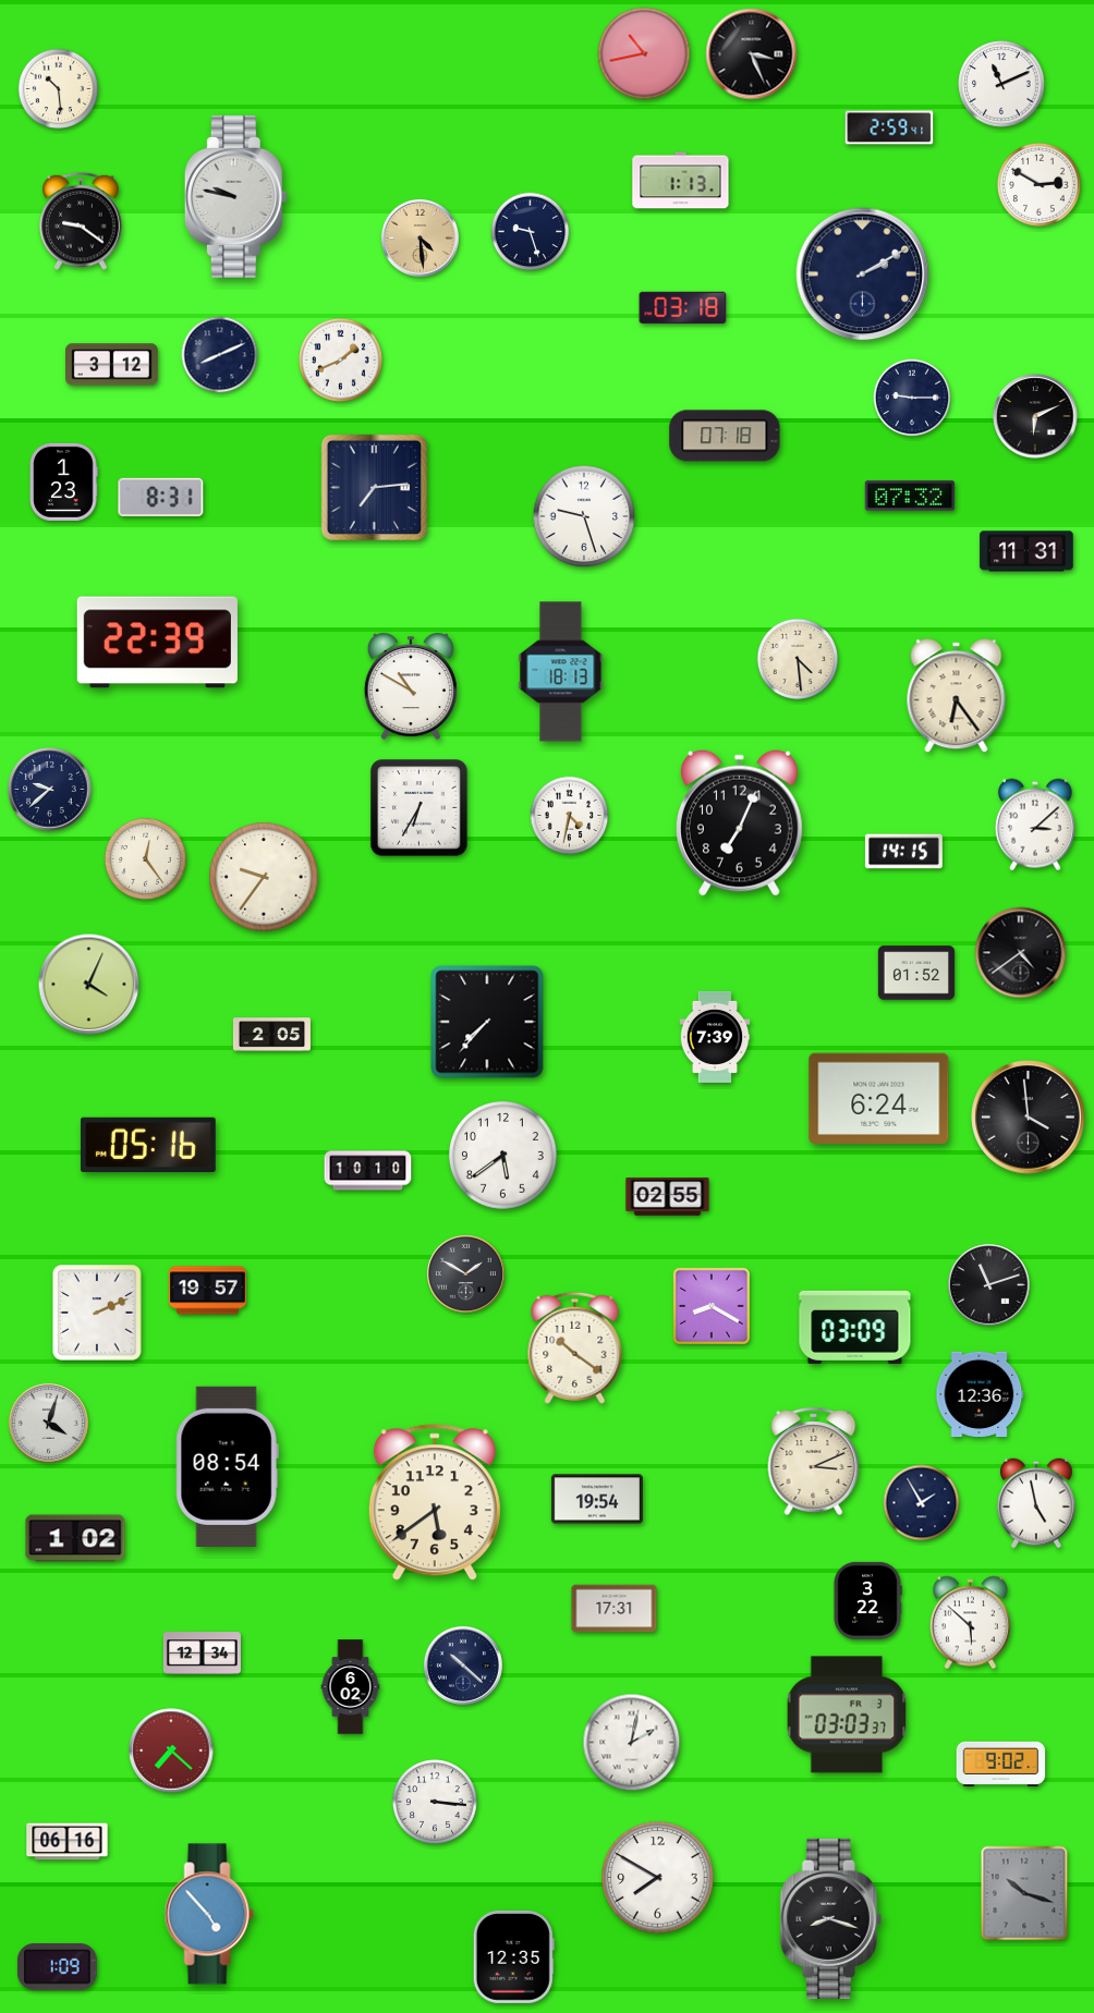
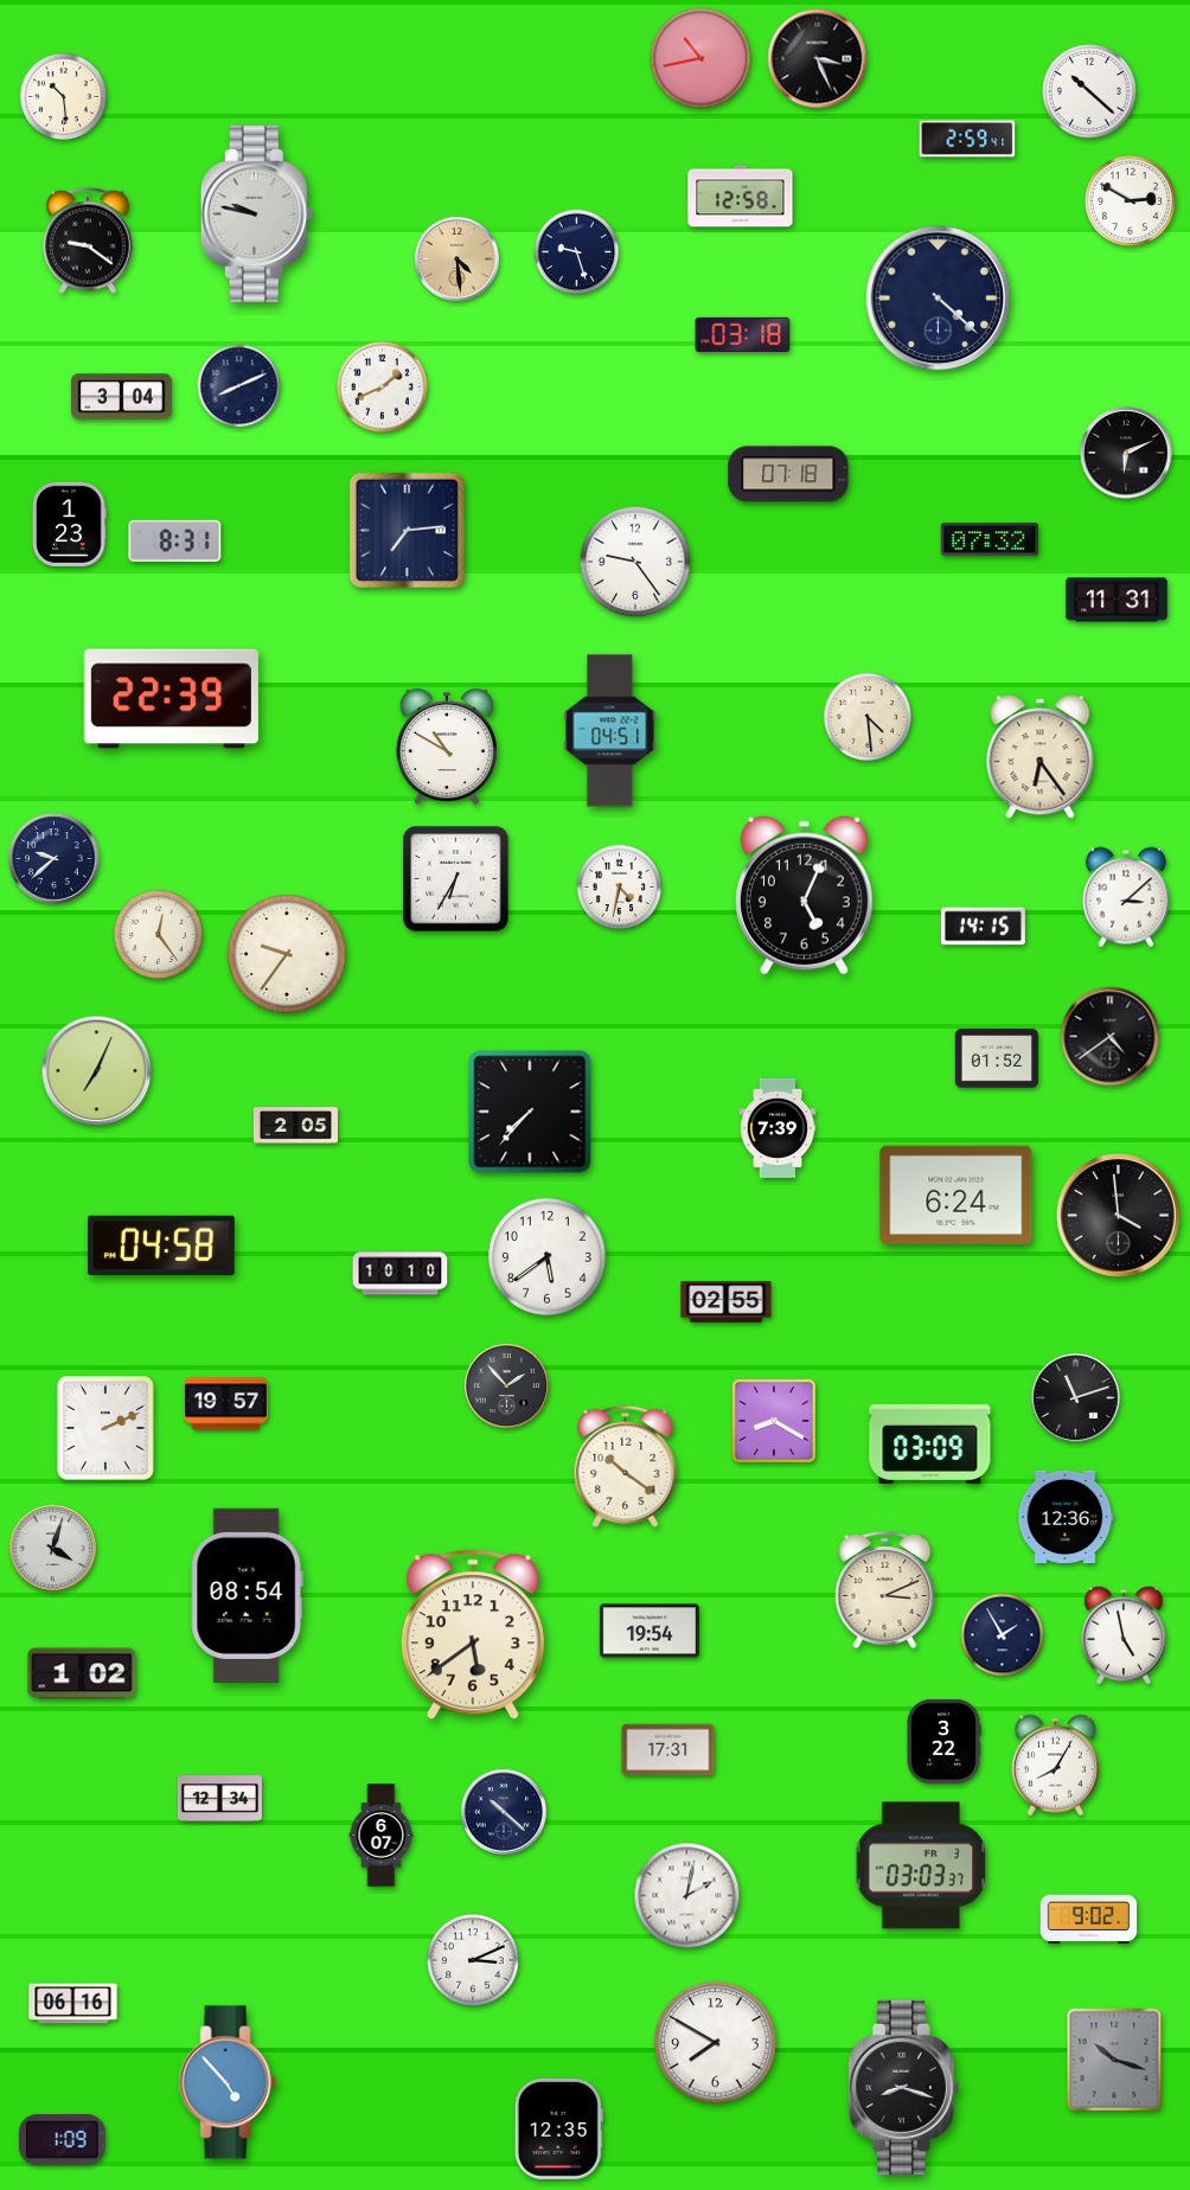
clock at (1001, 84): 11:11 -> 10:22
clock at (681, 181): 1:13 -> 12:58
clock at (863, 274): 2:10 -> 4:22
clock at (340, 359) position: (340, 359) -> (382, 386)
clock at (112, 365): 3:12 -> 3:04
clock at (912, 398): 9:15 -> none
clock at (584, 516): 9:27 -> 9:24
clock at (561, 672): 18:13 -> 04:51
clock at (739, 822): 7:04 -> 5:04
clock at (89, 985): 4:04 -> 7:04
clock at (148, 1144): 05:16 -> 04:58
clock at (465, 1273): 1:50 -> 1:53
clock at (1037, 1503) position: (1037, 1503) -> (1125, 1635)
clock at (970, 1623): 5:52 -> 8:05
clock at (351, 1687): 6:02 -> 6:07
clock at (171, 1750): 7:22 -> none
clock at (436, 1803): 3:16 -> 3:11
